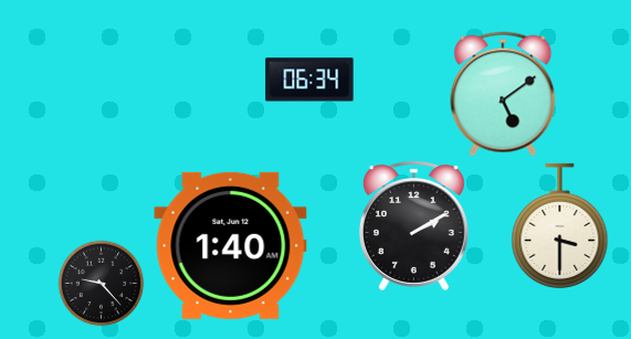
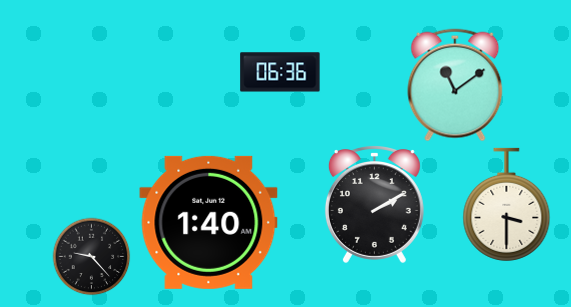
clock at (309, 80): 06:34 -> 06:36
clock at (503, 94): 5:09 -> 11:09
